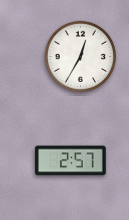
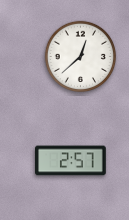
clock at (81, 57): 12:35 -> 12:38
